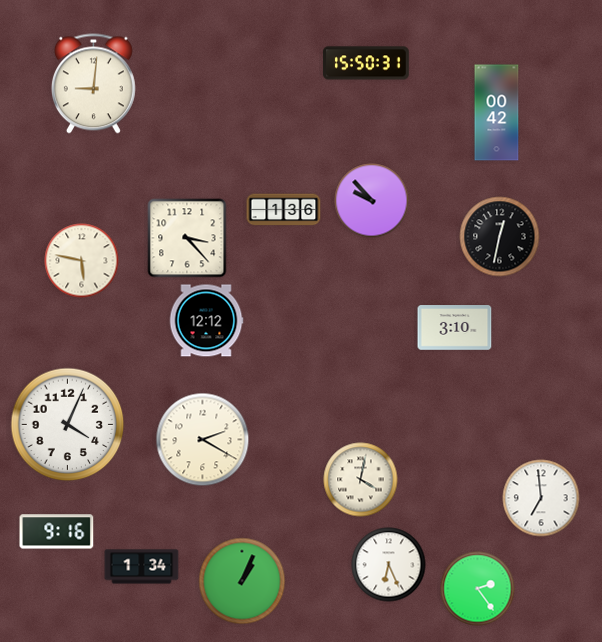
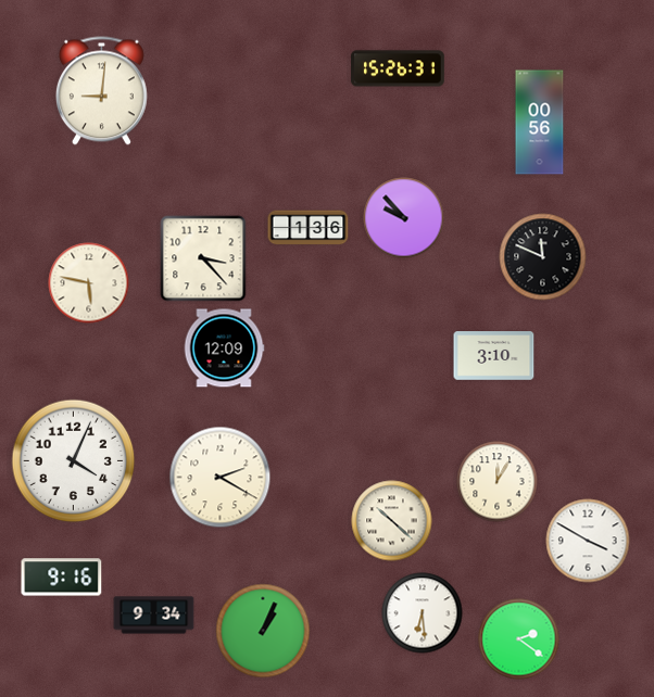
clock at (366, 63): 15:50 -> 15:26
clock at (497, 113): 00:42 -> 00:56
clock at (500, 237): 12:32 -> 11:49
clock at (206, 321): 12:12 -> 12:09
clock at (498, 482): none -> 12:05
clock at (361, 480): 4:02 -> 10:22
clock at (541, 498): 6:59 -> 3:50
clock at (389, 565): 6:26 -> 6:29
clock at (142, 567): 1:34 -> 9:34
clock at (478, 589): 2:24 -> 2:21
